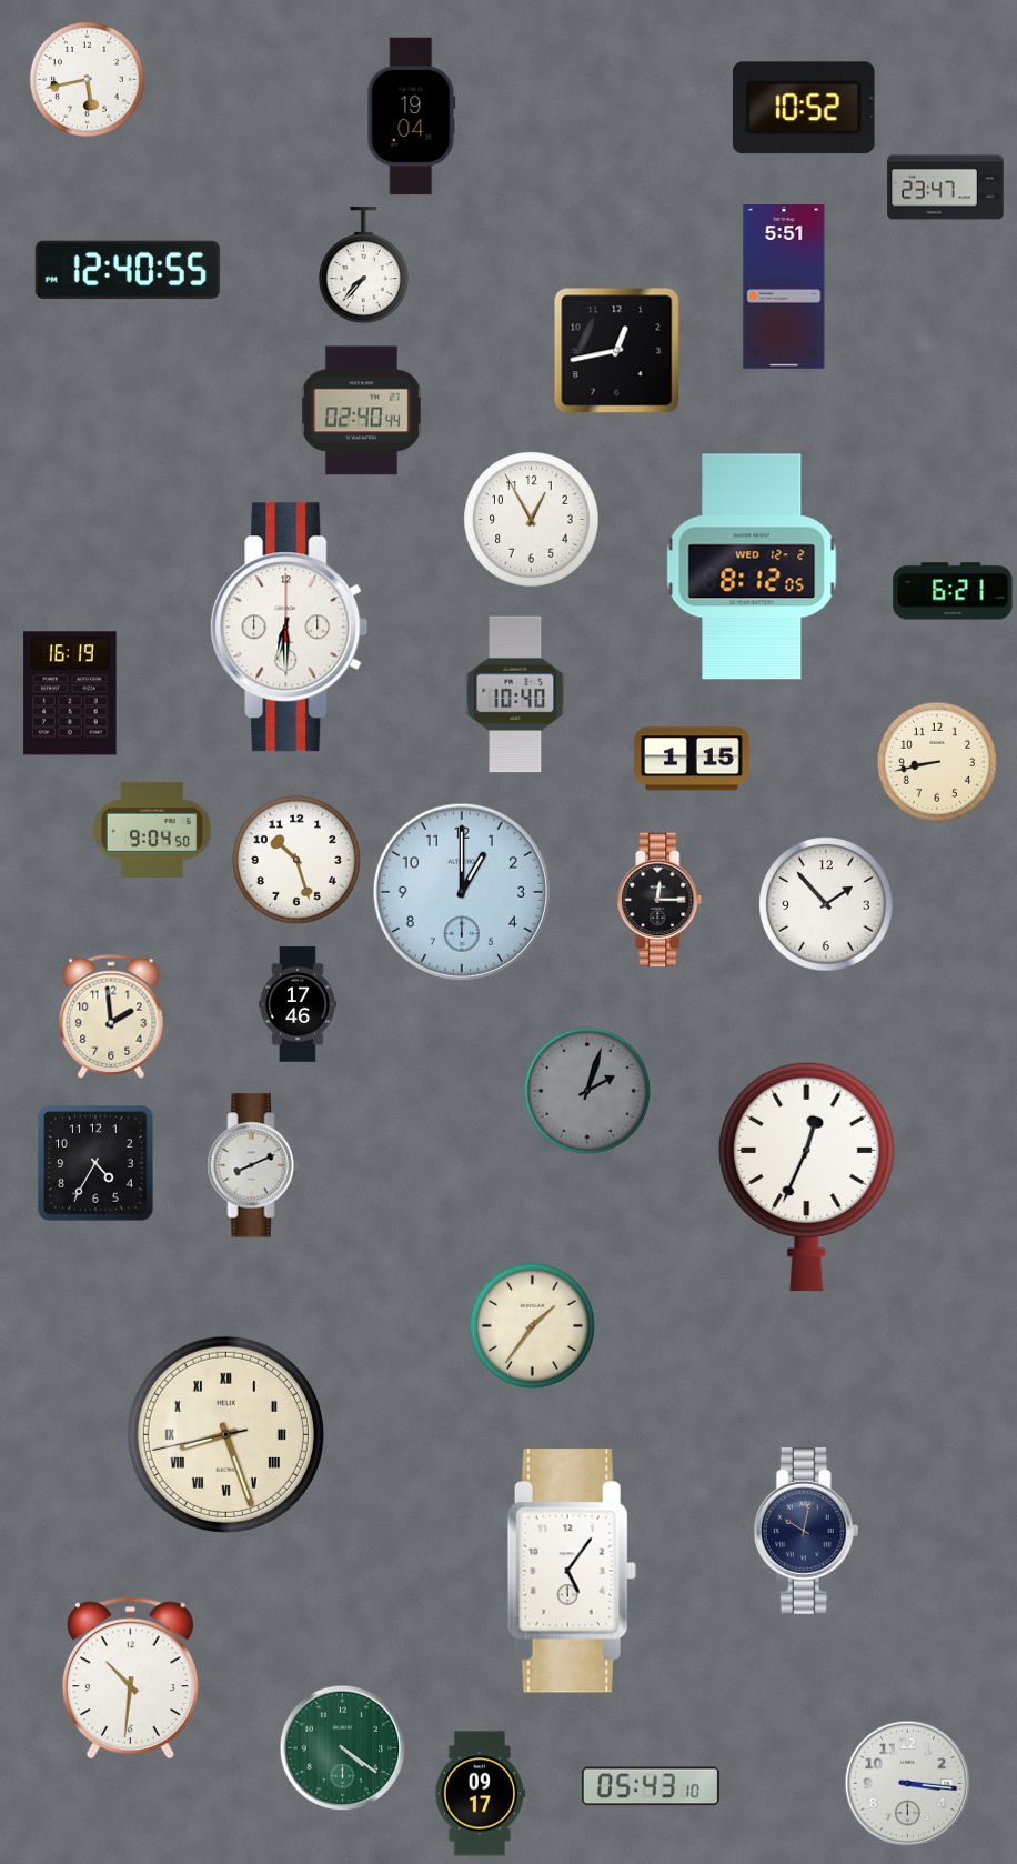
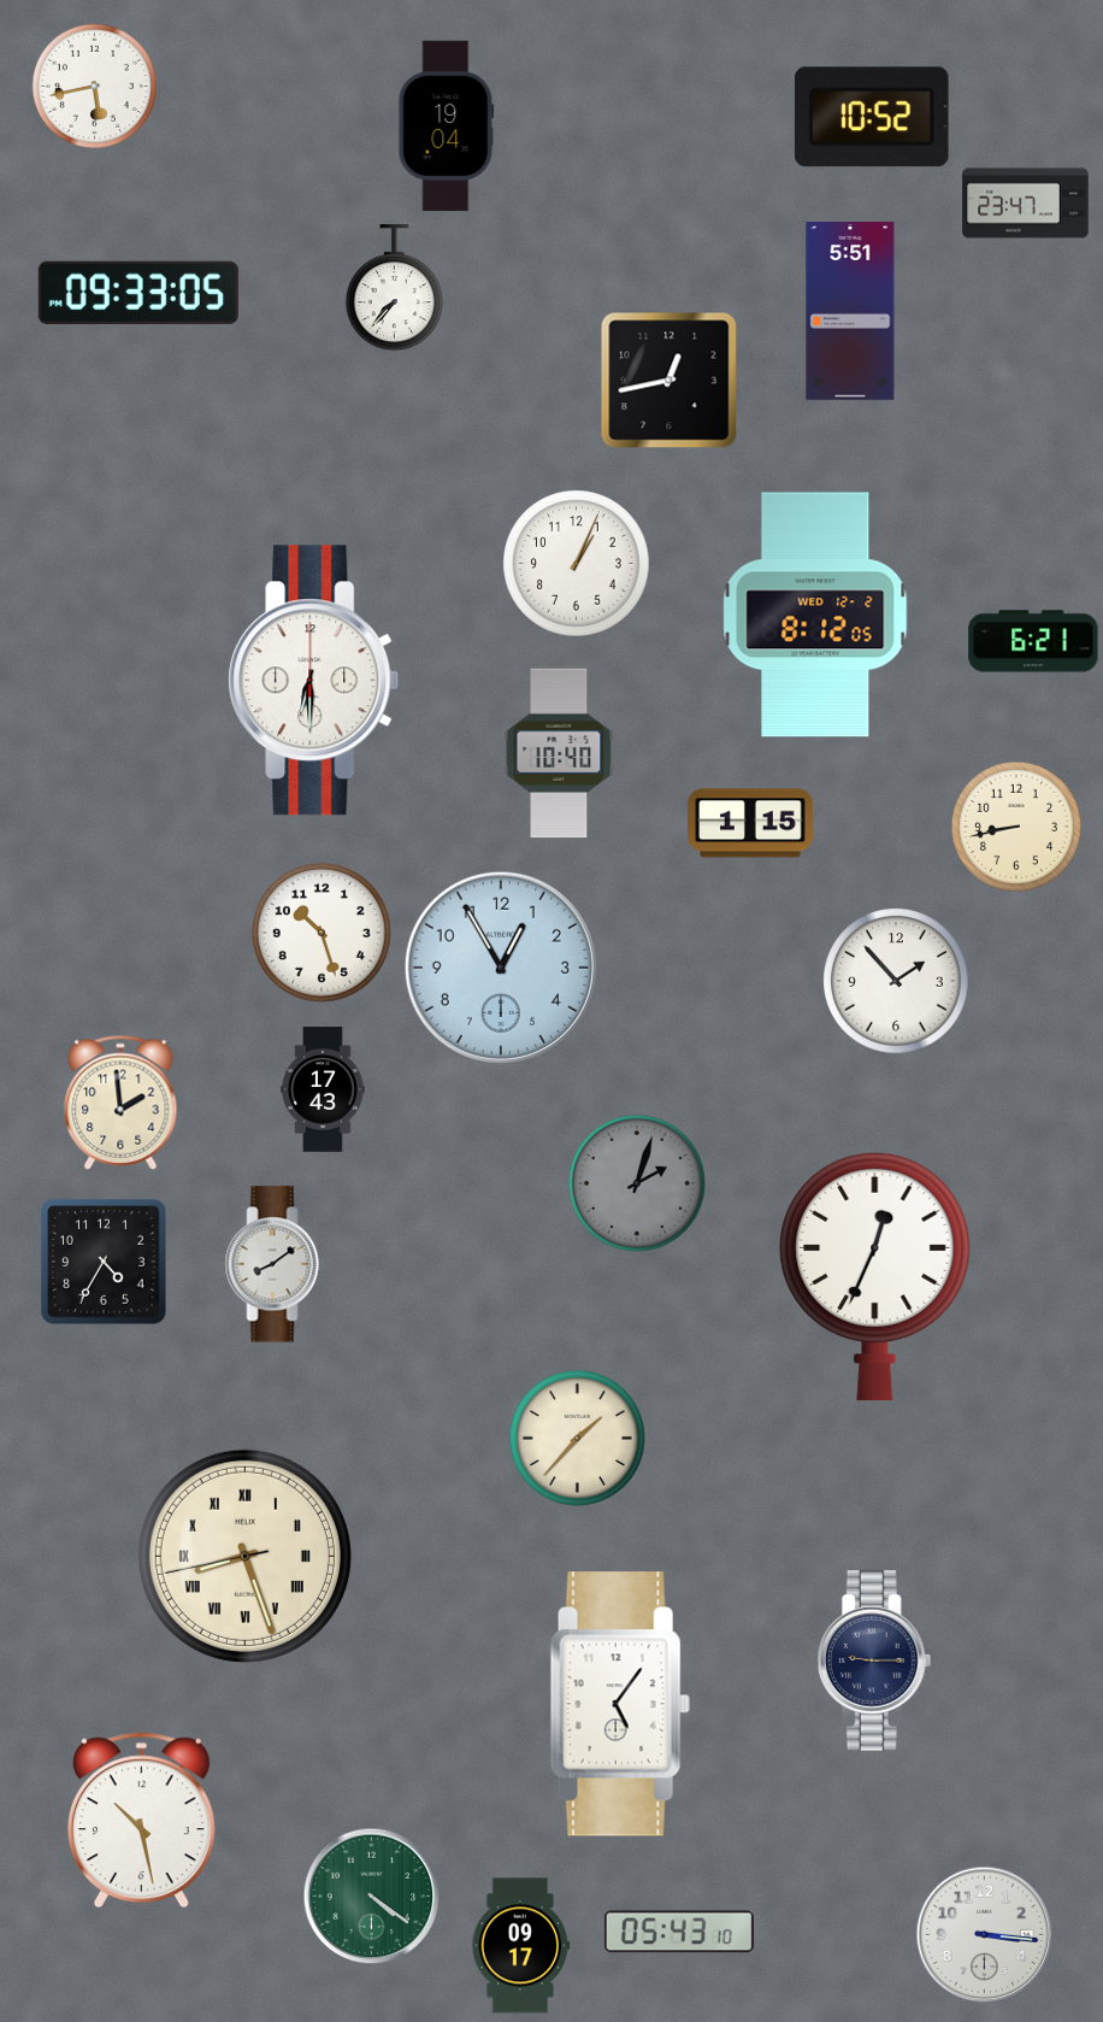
clock at (128, 269): 12:40 -> 09:33
clock at (361, 411): 02:40 -> none
clock at (532, 520): 12:55 -> 1:04
clock at (70, 693): 16:19 -> none
clock at (152, 830): 9:04 -> none
clock at (462, 892): 1:00 -> 12:55
clock at (659, 899): 12:15 -> none
clock at (299, 1004): 17:46 -> 17:43
clock at (253, 1165): 8:11 -> 8:09
clock at (532, 1325): 1:36 -> 1:37
clock at (806, 1531): 10:02 -> 9:15
clock at (130, 1678): 10:31 -> 10:28
clock at (651, 1786) position: (651, 1786) -> (679, 1932)
